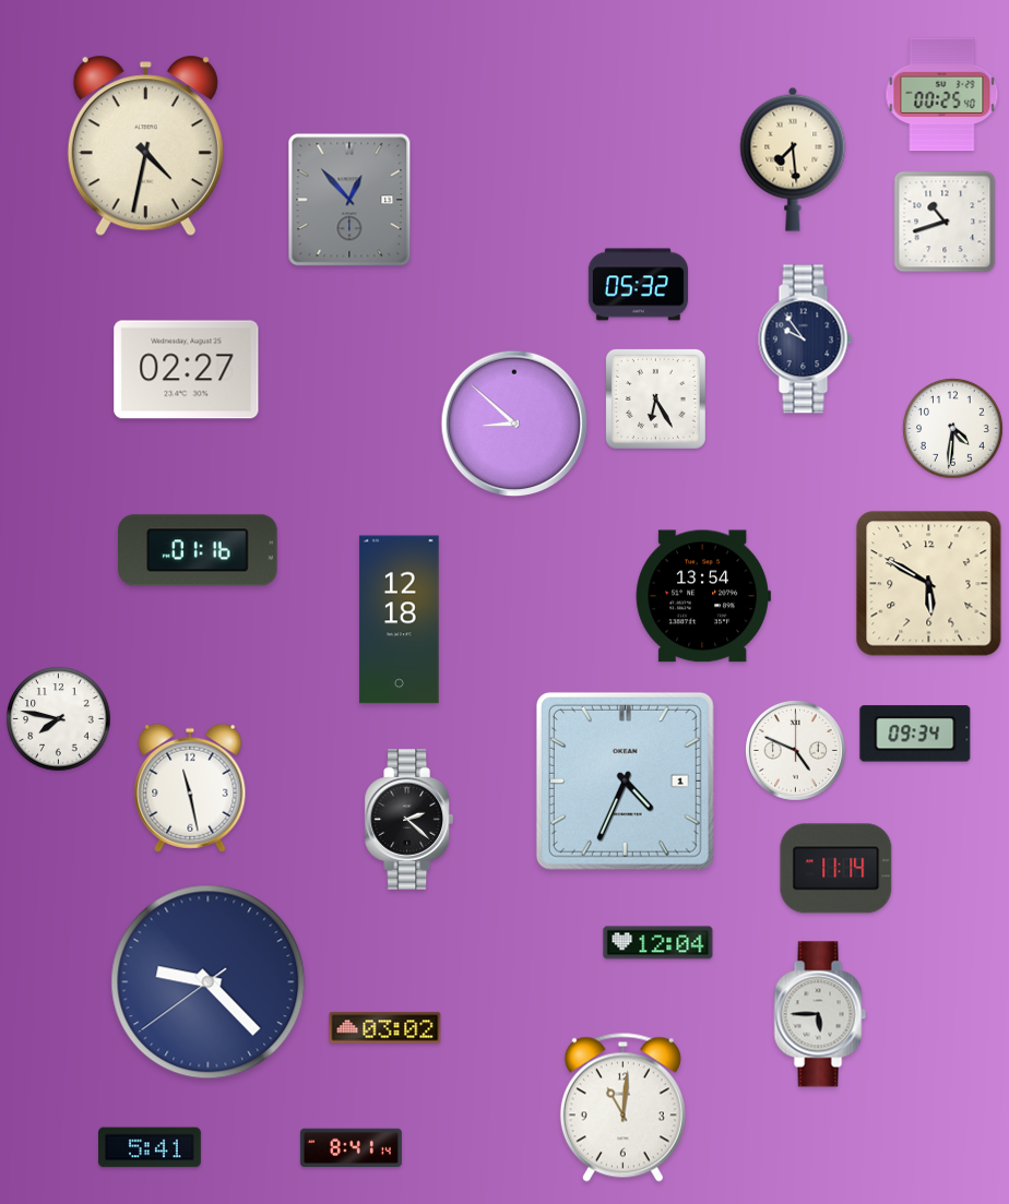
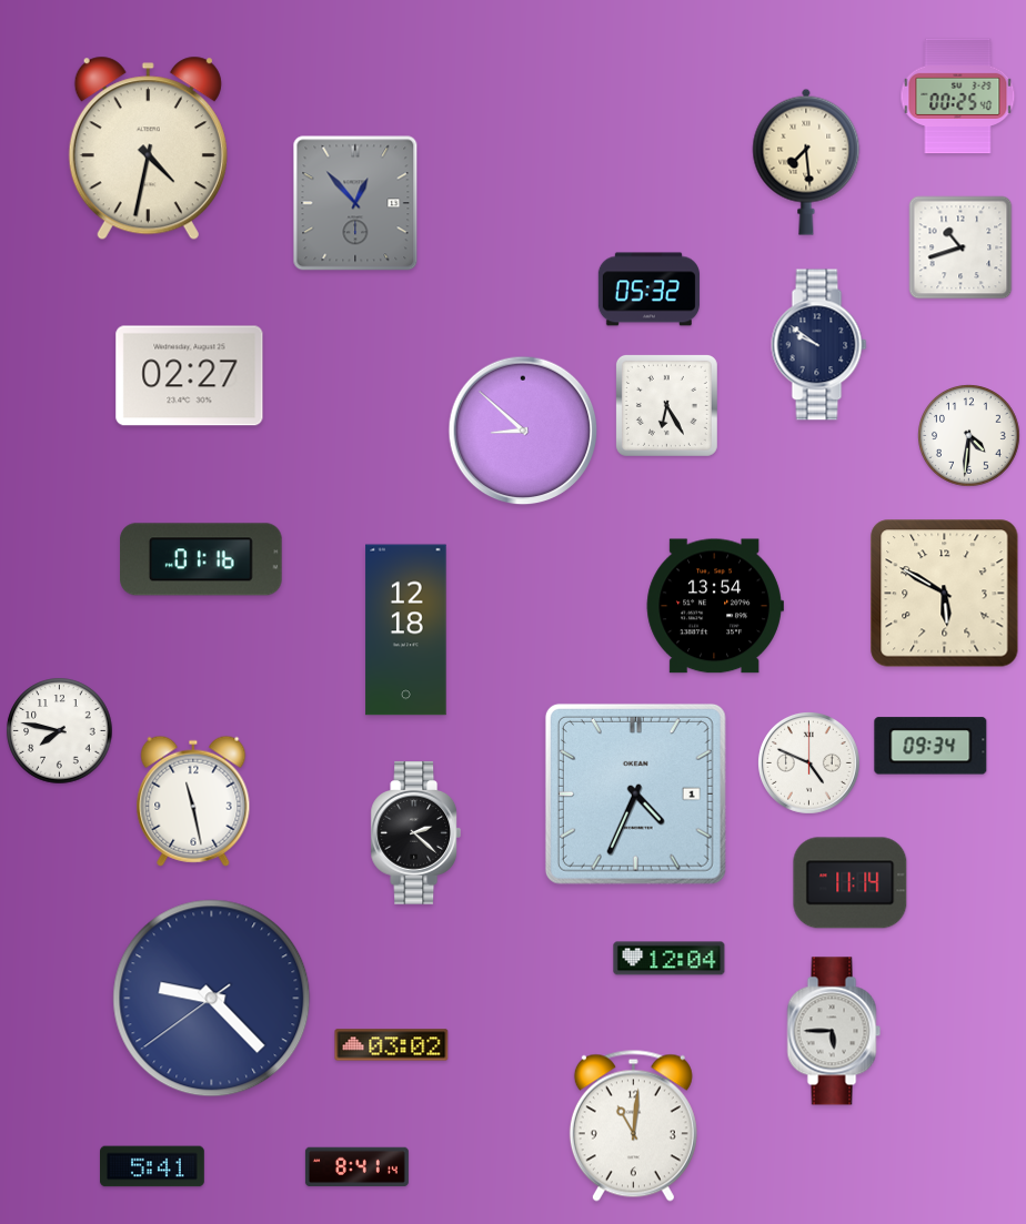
clock at (945, 222) position: (945, 222) -> (960, 247)
clock at (806, 339): 9:54 -> 9:51
